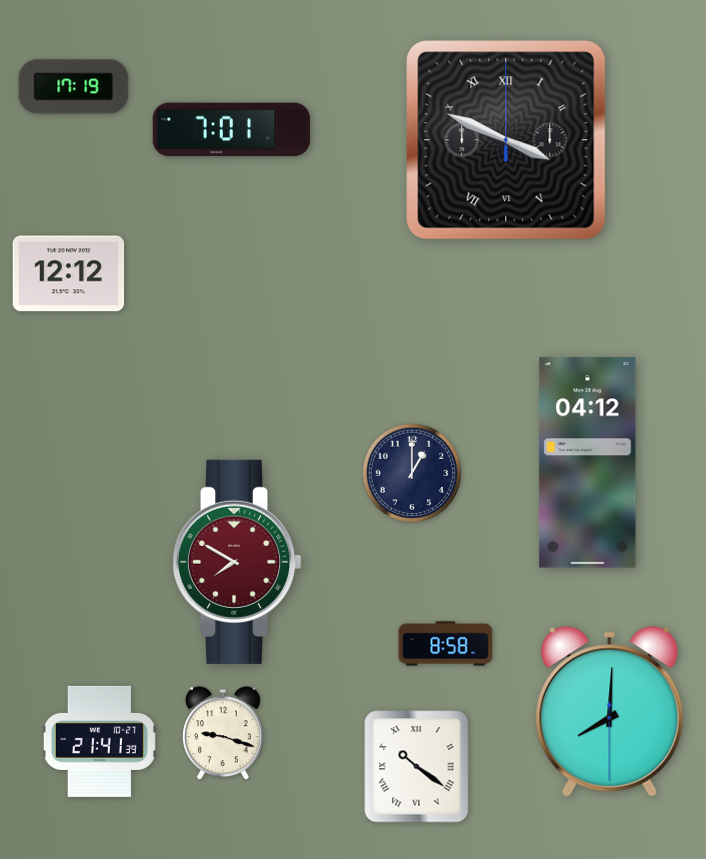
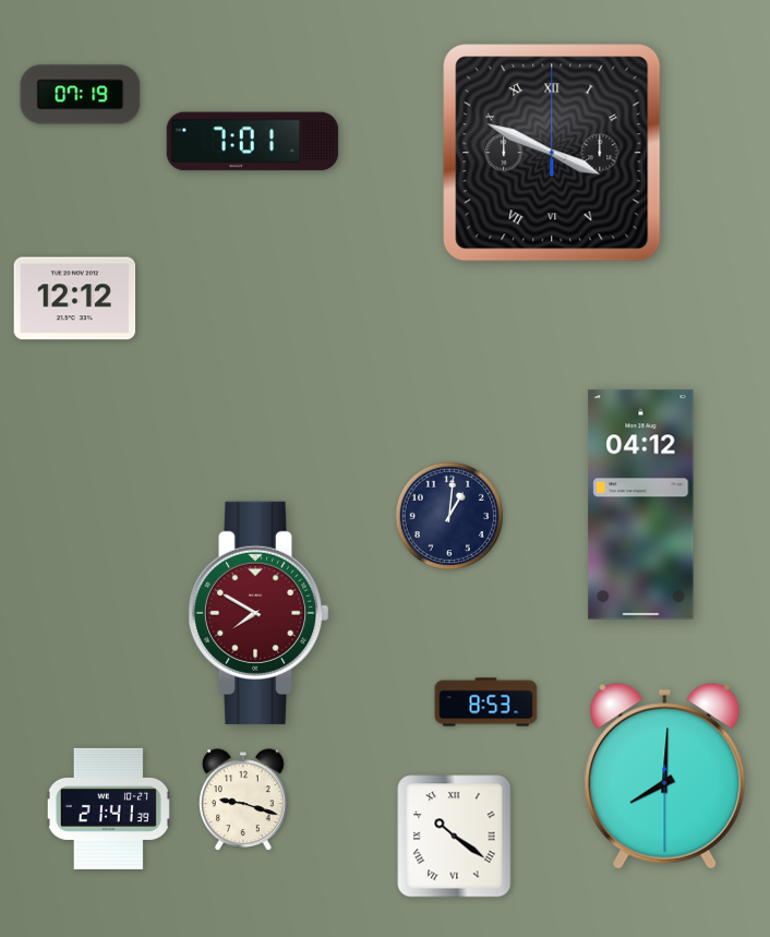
clock at (74, 87): 17:19 -> 07:19
clock at (411, 472): 1:00 -> 1:01
clock at (446, 644): 8:58 -> 8:53
